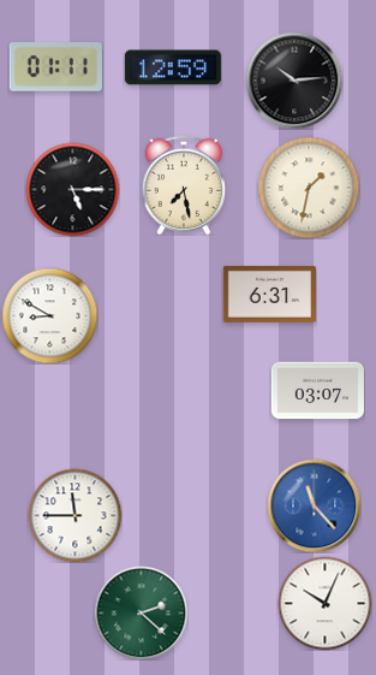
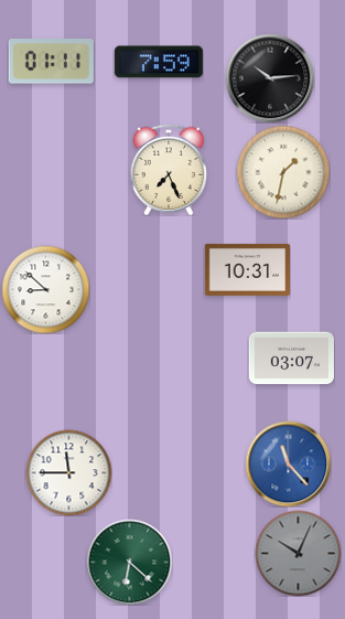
clock at (173, 67): 12:59 -> 7:59
clock at (294, 81) position: (294, 81) -> (270, 78)
clock at (184, 185): 7:28 -> 7:26
clock at (72, 189): 5:15 -> none
clock at (269, 294): 6:31 -> 10:31
clock at (49, 315): 8:50 -> 8:52
clock at (324, 603) dial: white -> grey
clock at (141, 612): 2:22 -> 6:22
